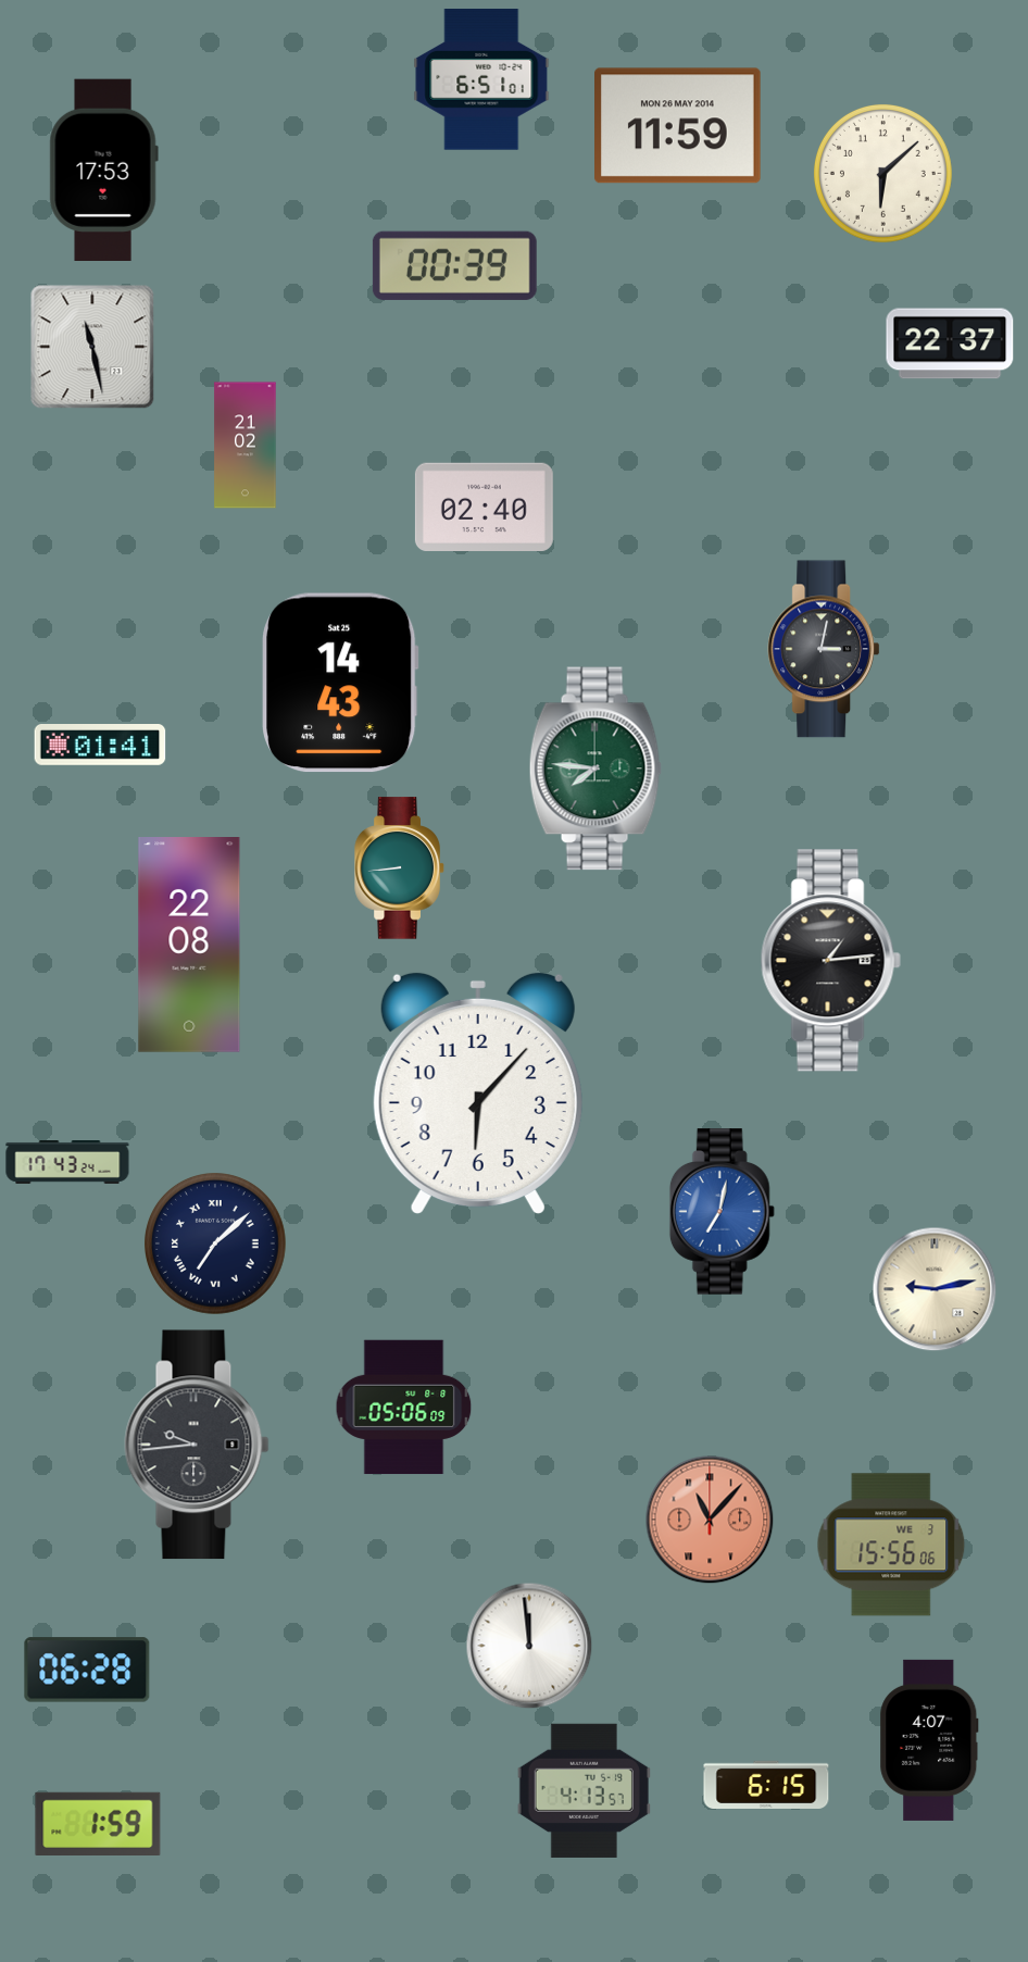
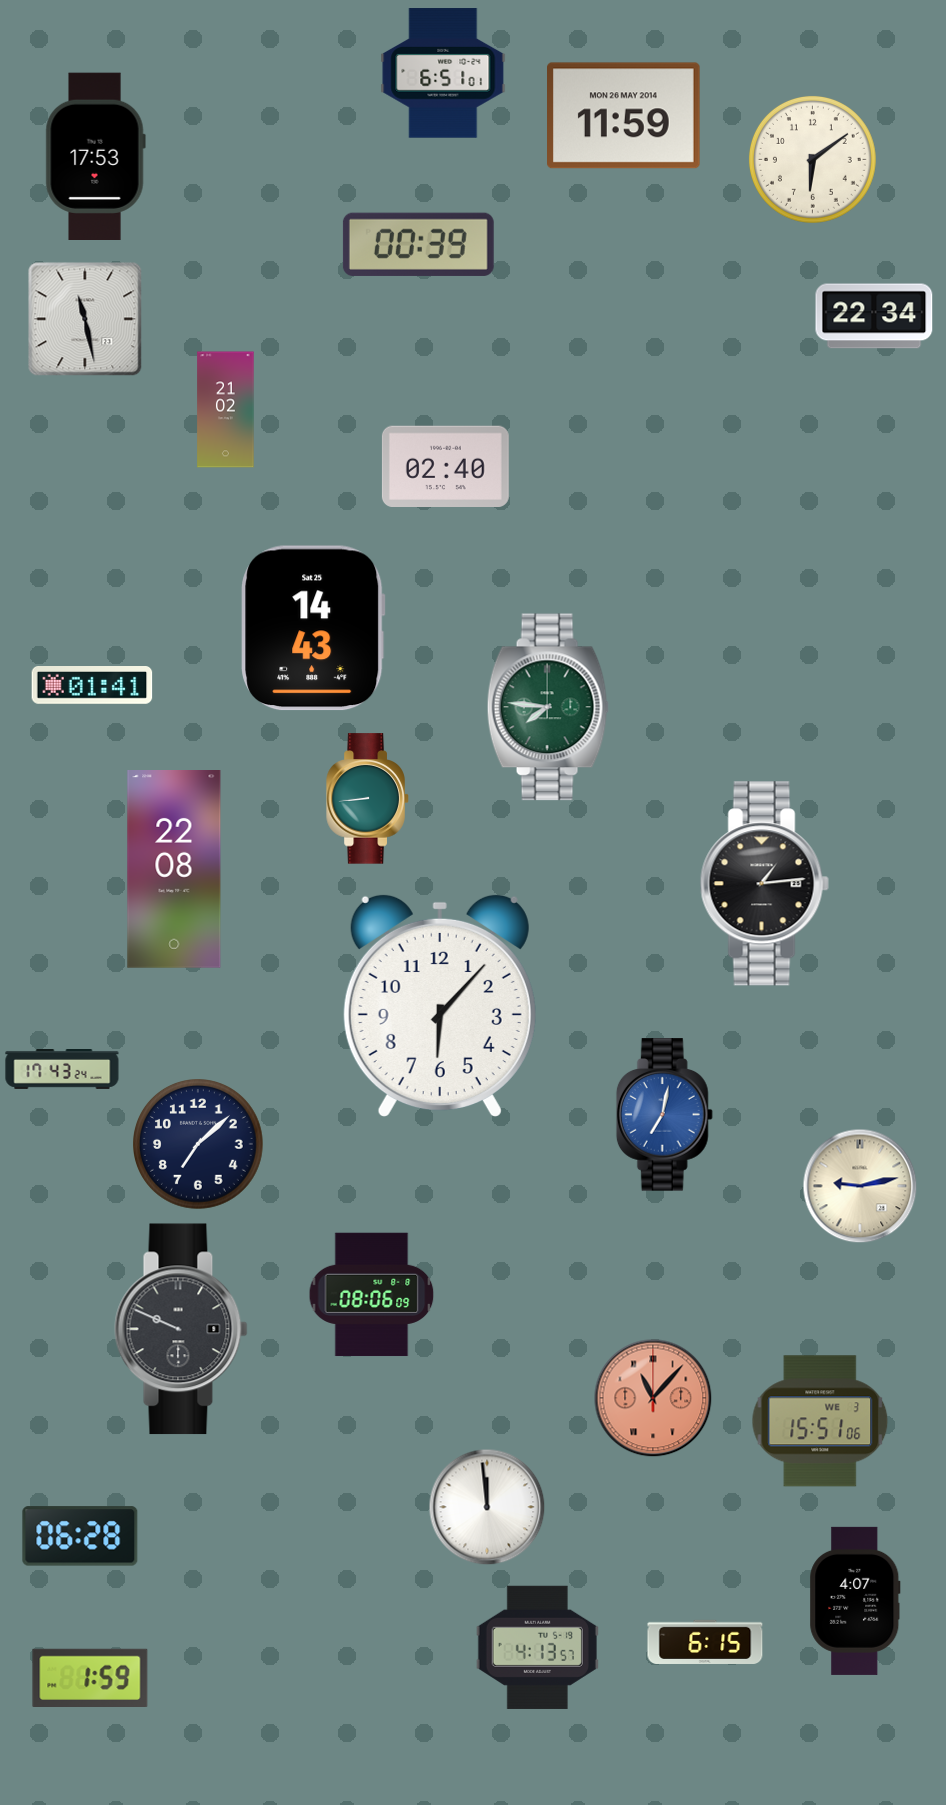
clock at (882, 173): 6:08 -> 6:09
clock at (950, 343): 22:37 -> 22:34
clock at (824, 649): 3:02 -> none
clock at (216, 1245) numerals: Roman -> Arabic
clock at (404, 1408): 05:06 -> 08:06
clock at (197, 1445): 9:44 -> 9:49
clock at (891, 1545): 15:56 -> 15:51
clock at (529, 1646) position: (529, 1646) -> (487, 1507)
